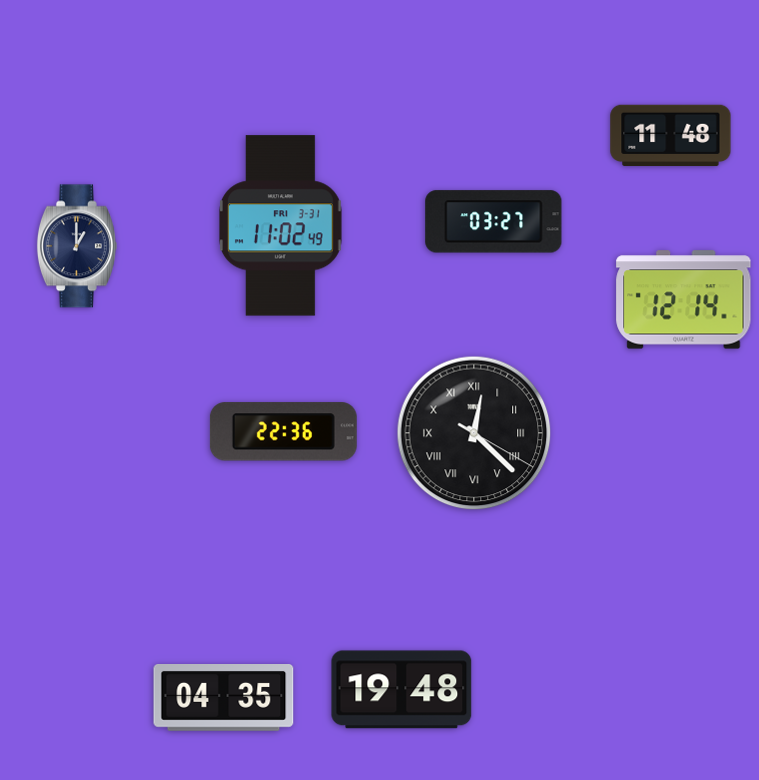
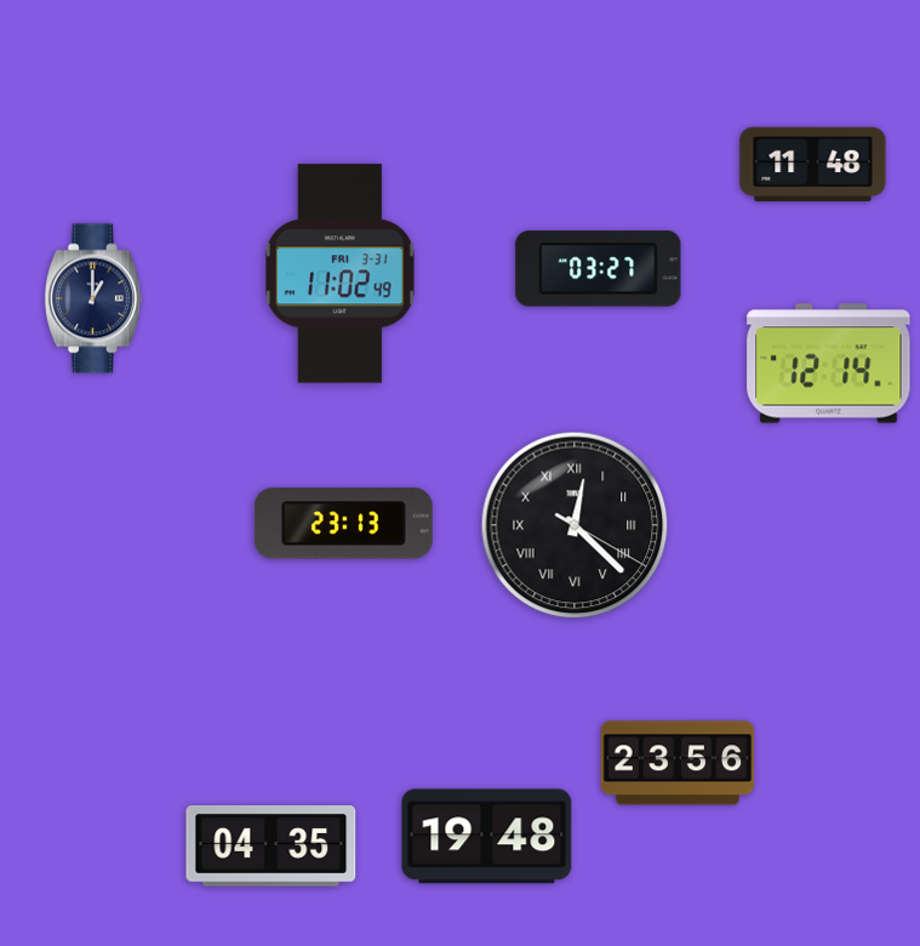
clock at (283, 432): 22:36 -> 23:13
clock at (678, 763): none -> 23:56
